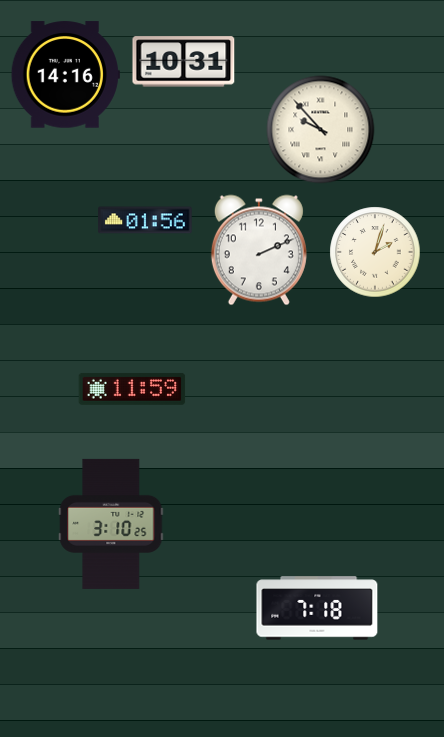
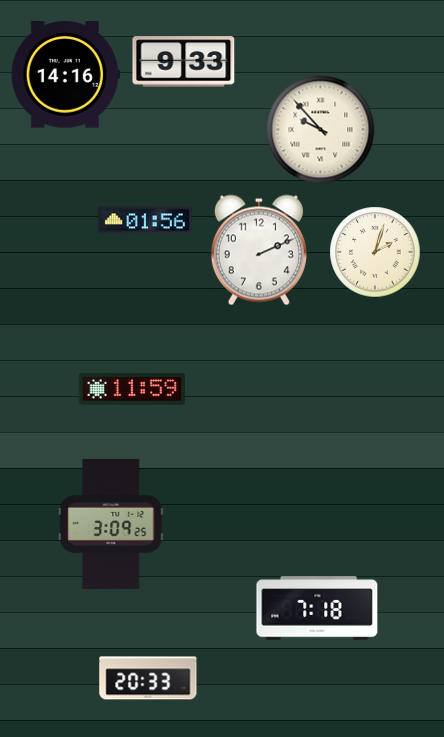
clock at (184, 62): 10:31 -> 9:33
clock at (111, 524): 3:10 -> 3:09
clock at (148, 678): none -> 20:33
